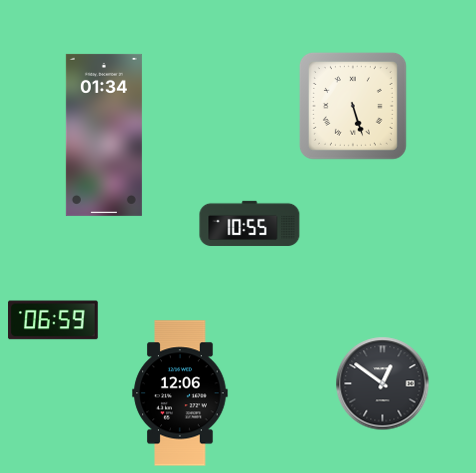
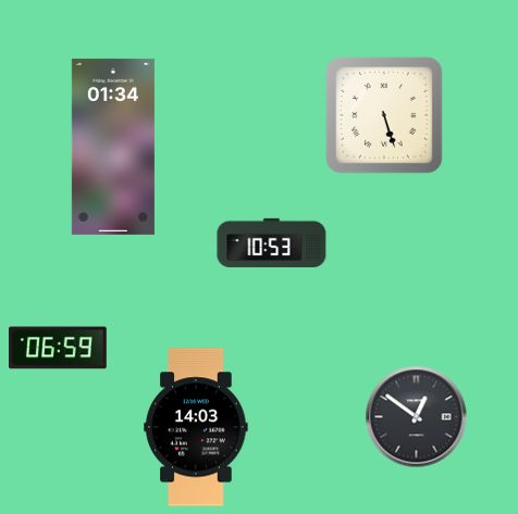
clock at (250, 223): 10:55 -> 10:53
clock at (180, 393): 12:06 -> 14:03
